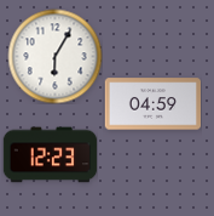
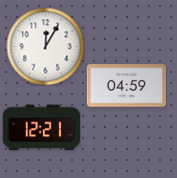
clock at (54, 56): 6:05 -> 12:05
clock at (50, 155): 12:23 -> 12:21
